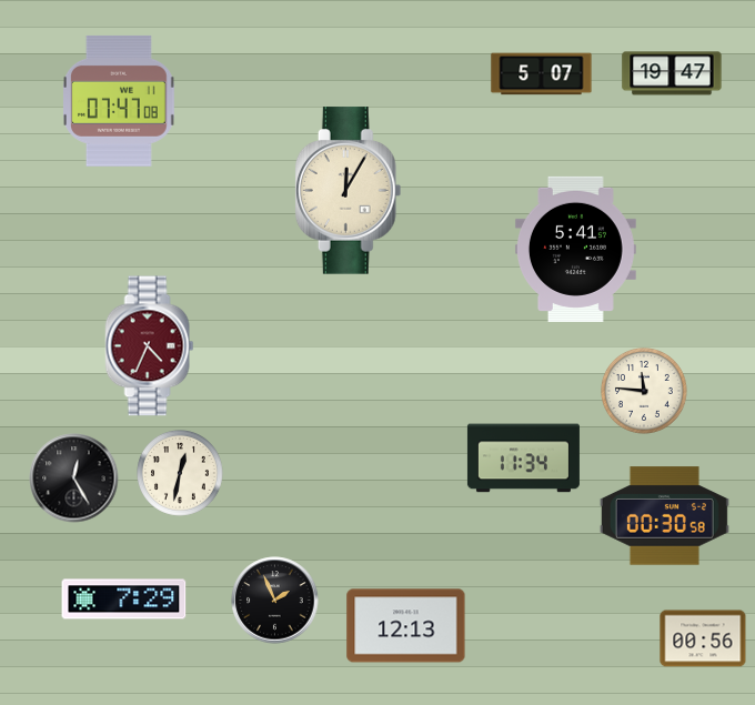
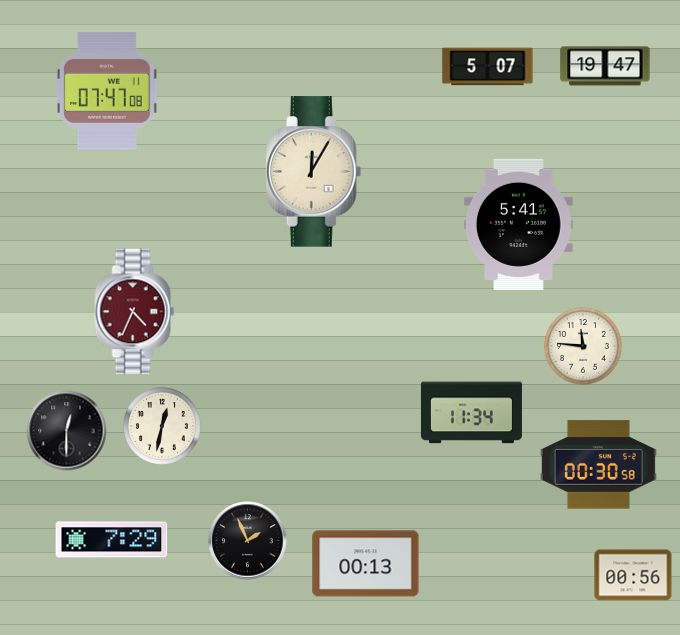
clock at (645, 392) position: (645, 392) -> (584, 347)
clock at (74, 479): 12:25 -> 12:30
clock at (406, 626): 12:13 -> 00:13
